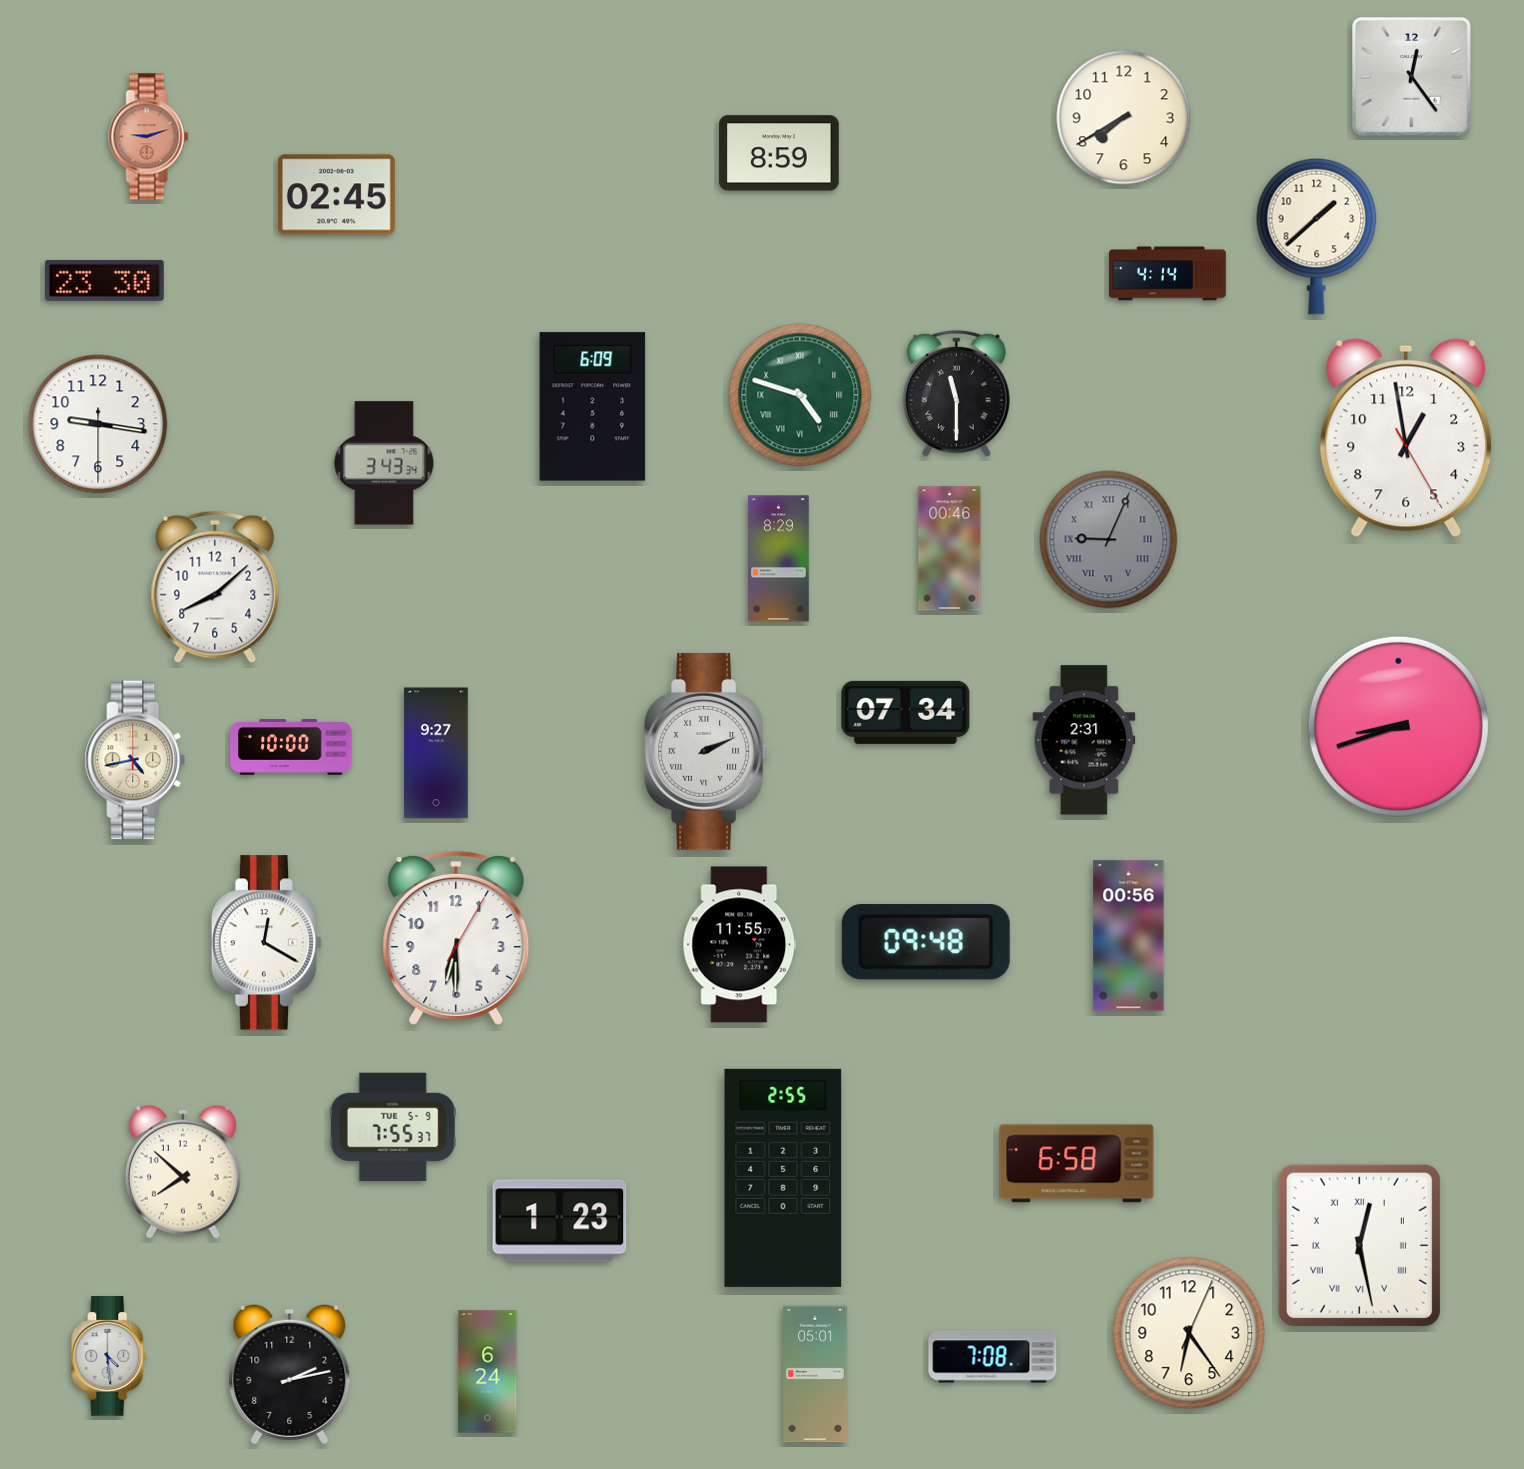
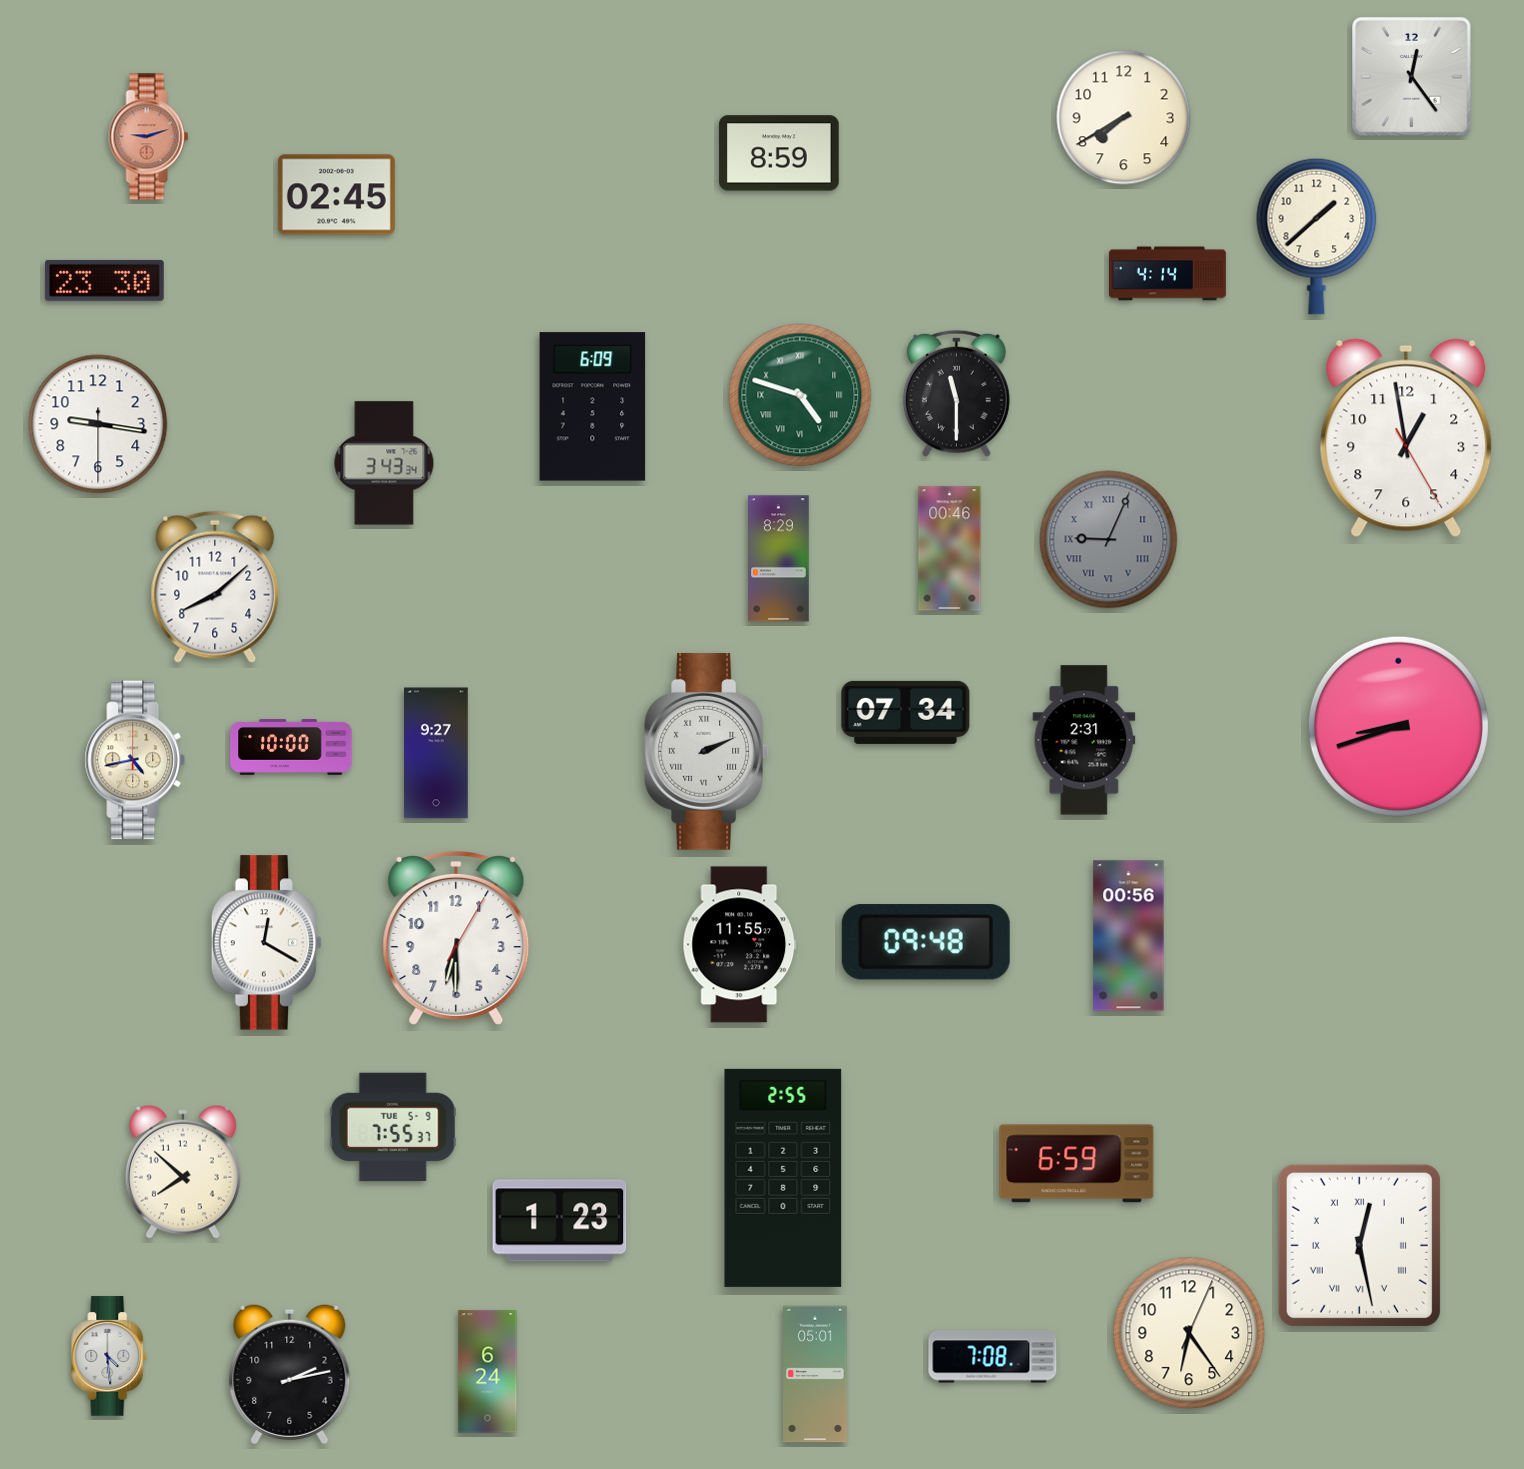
clock at (1077, 1164): 6:58 -> 6:59
